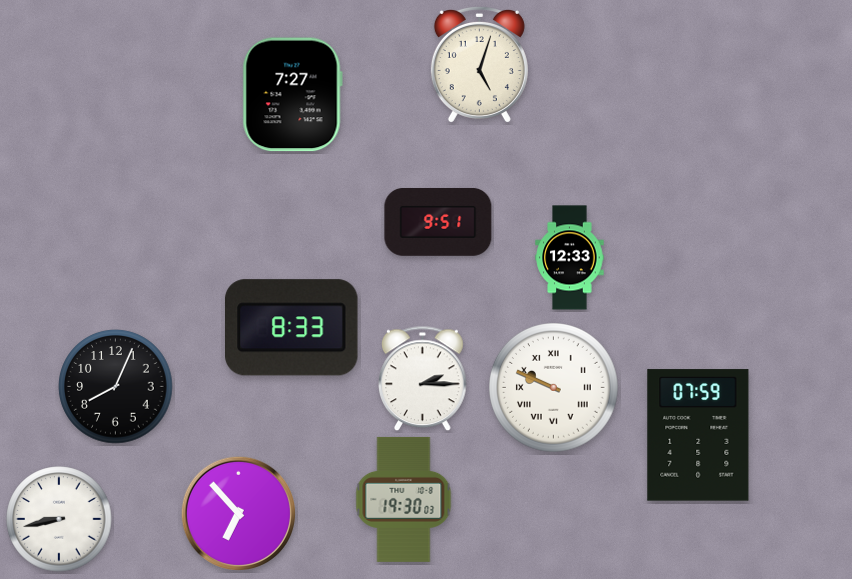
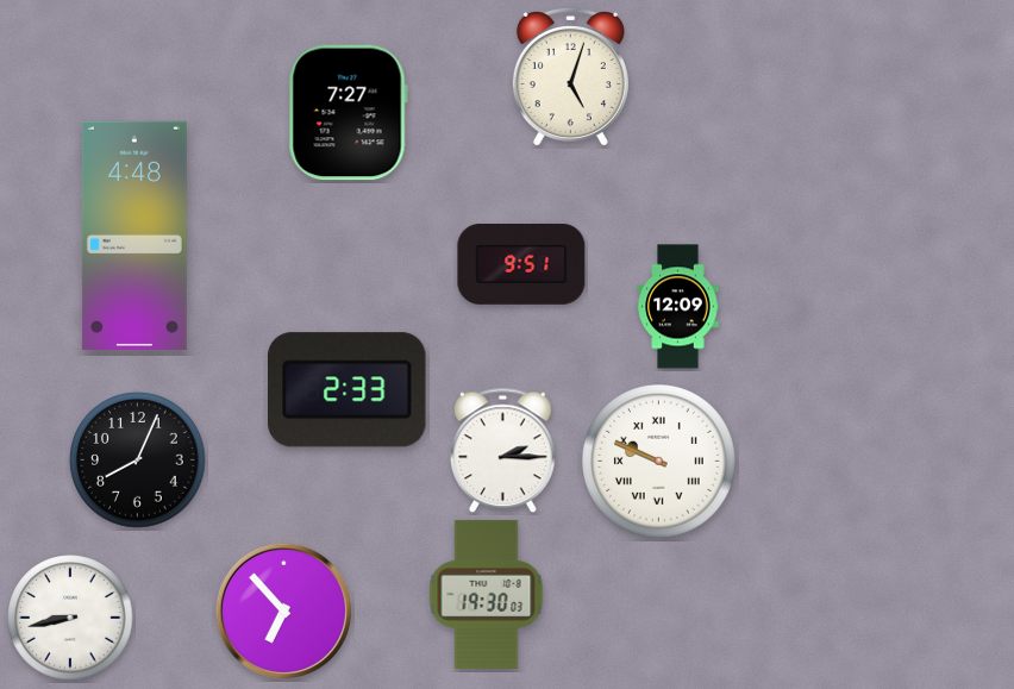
clock at (134, 236): none -> 4:48
clock at (570, 258): 12:33 -> 12:09
clock at (292, 328): 8:33 -> 2:33
clock at (698, 435): 07:59 -> none
clock at (404, 499) position: (404, 499) -> (487, 594)
